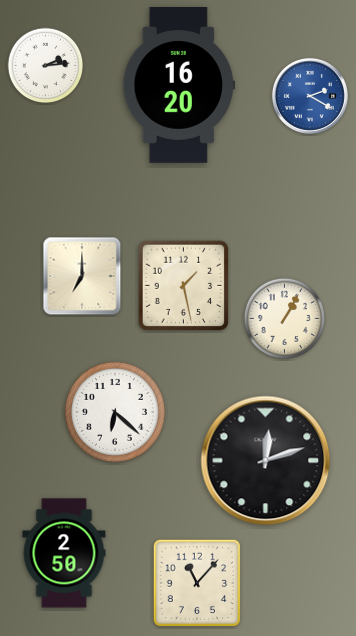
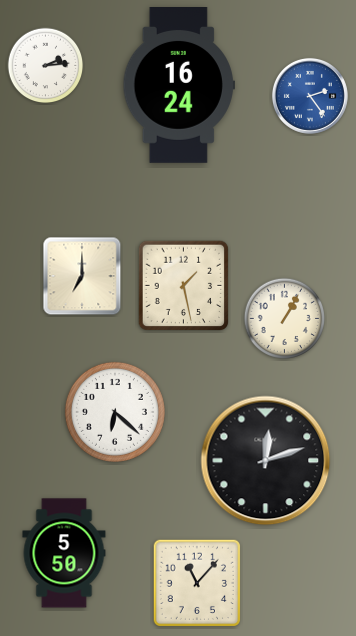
clock at (178, 86): 16:20 -> 16:24
clock at (310, 96): 2:20 -> 2:24
clock at (64, 553): 2:50 -> 5:50
